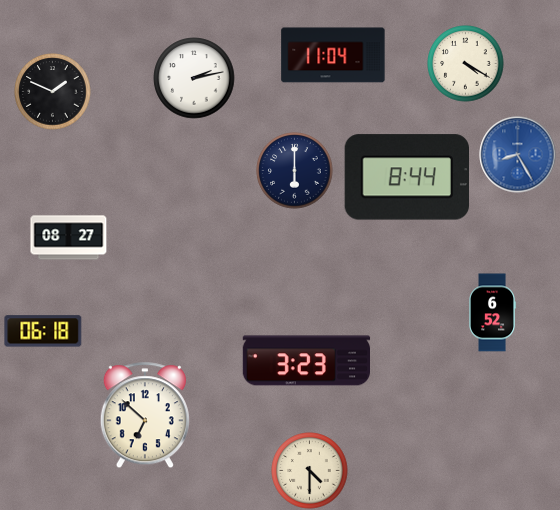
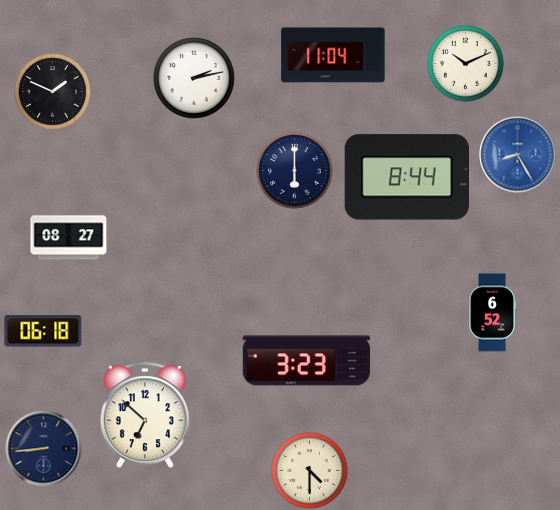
clock at (466, 64): 4:20 -> 10:11
clock at (44, 449): none -> 8:44
